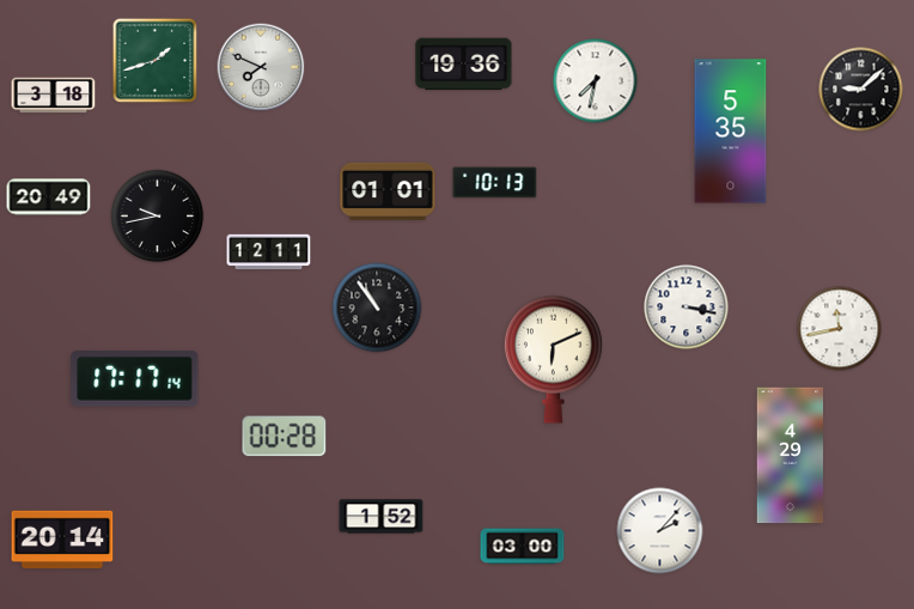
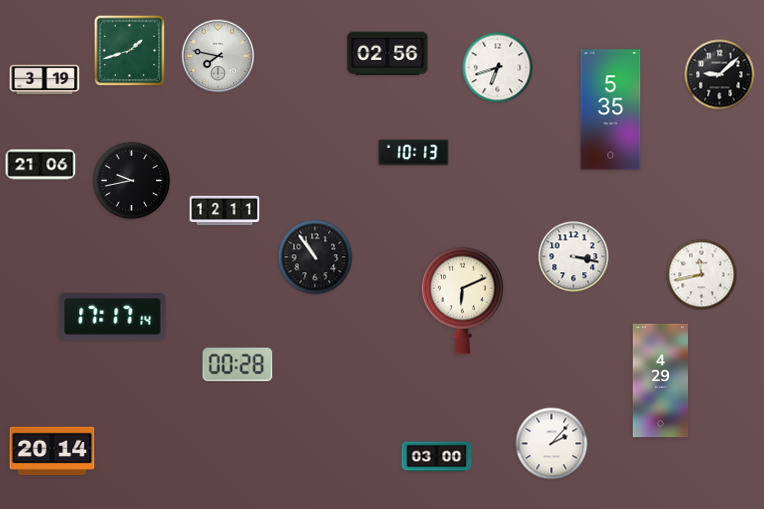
clock at (464, 65): 19:36 -> 02:56
clock at (261, 67): 7:49 -> 7:47
clock at (596, 81): 7:32 -> 6:42
clock at (54, 96): 3:18 -> 3:19
clock at (388, 191): 01:01 -> none
clock at (49, 197): 20:49 -> 21:06
clock at (382, 517): 1:52 -> none
